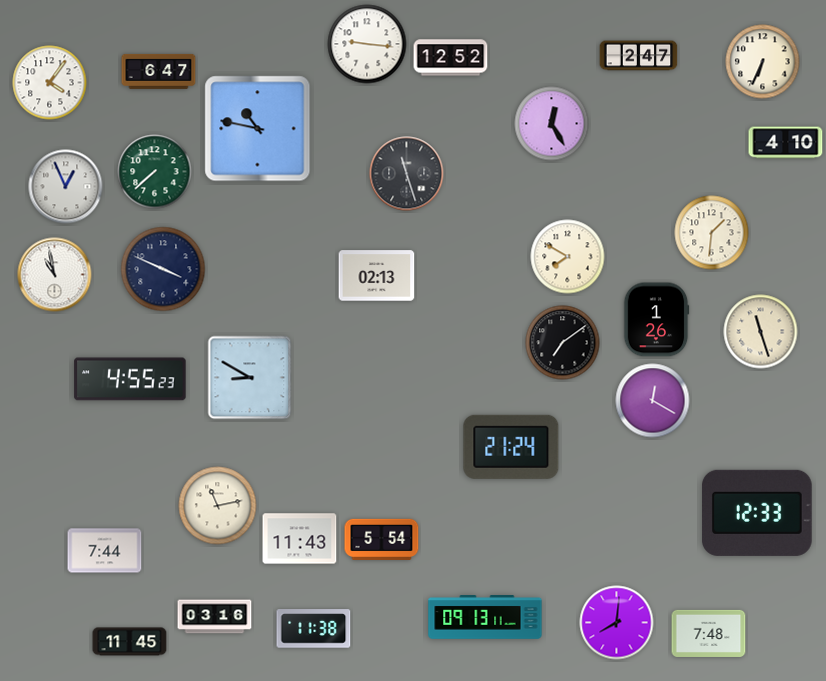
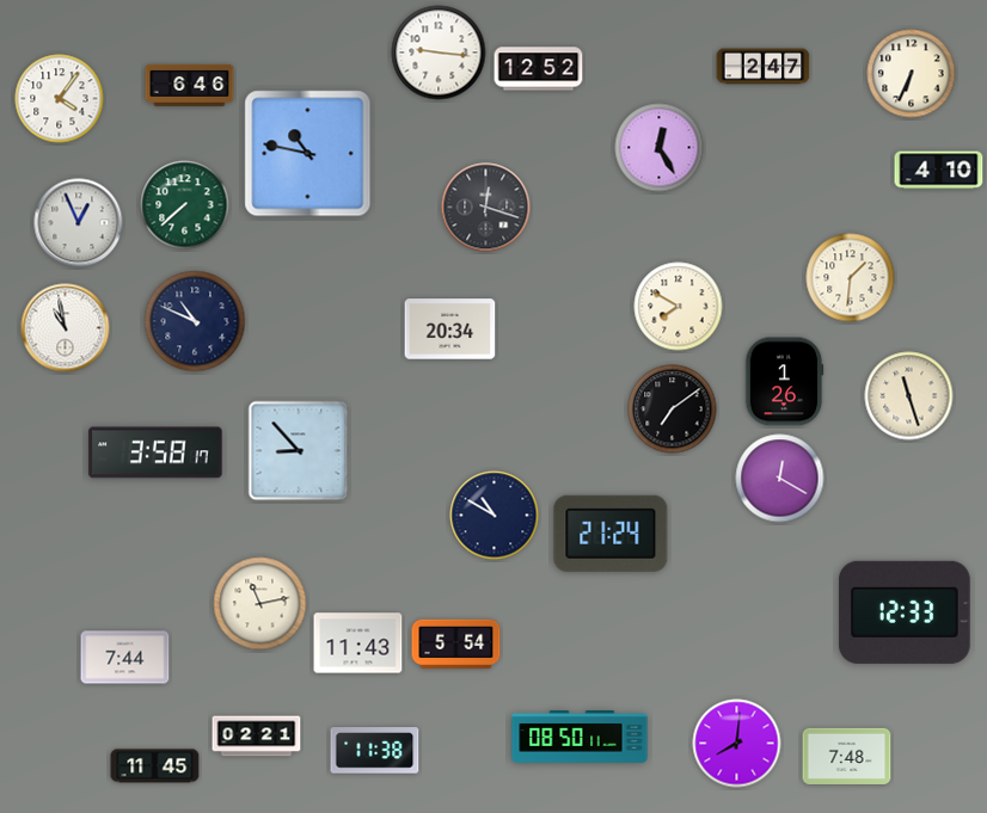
clock at (159, 71): 6:47 -> 6:46
clock at (407, 174): 11:27 -> 12:18
clock at (163, 269): 3:49 -> 10:49
clock at (377, 276): 02:13 -> 20:34
clock at (250, 378): 8:50 -> 8:53
clock at (130, 379): 4:55 -> 3:58
clock at (495, 516): none -> 10:50
clock at (215, 617): 03:16 -> 02:21
clock at (485, 617): 09:13 -> 08:50
